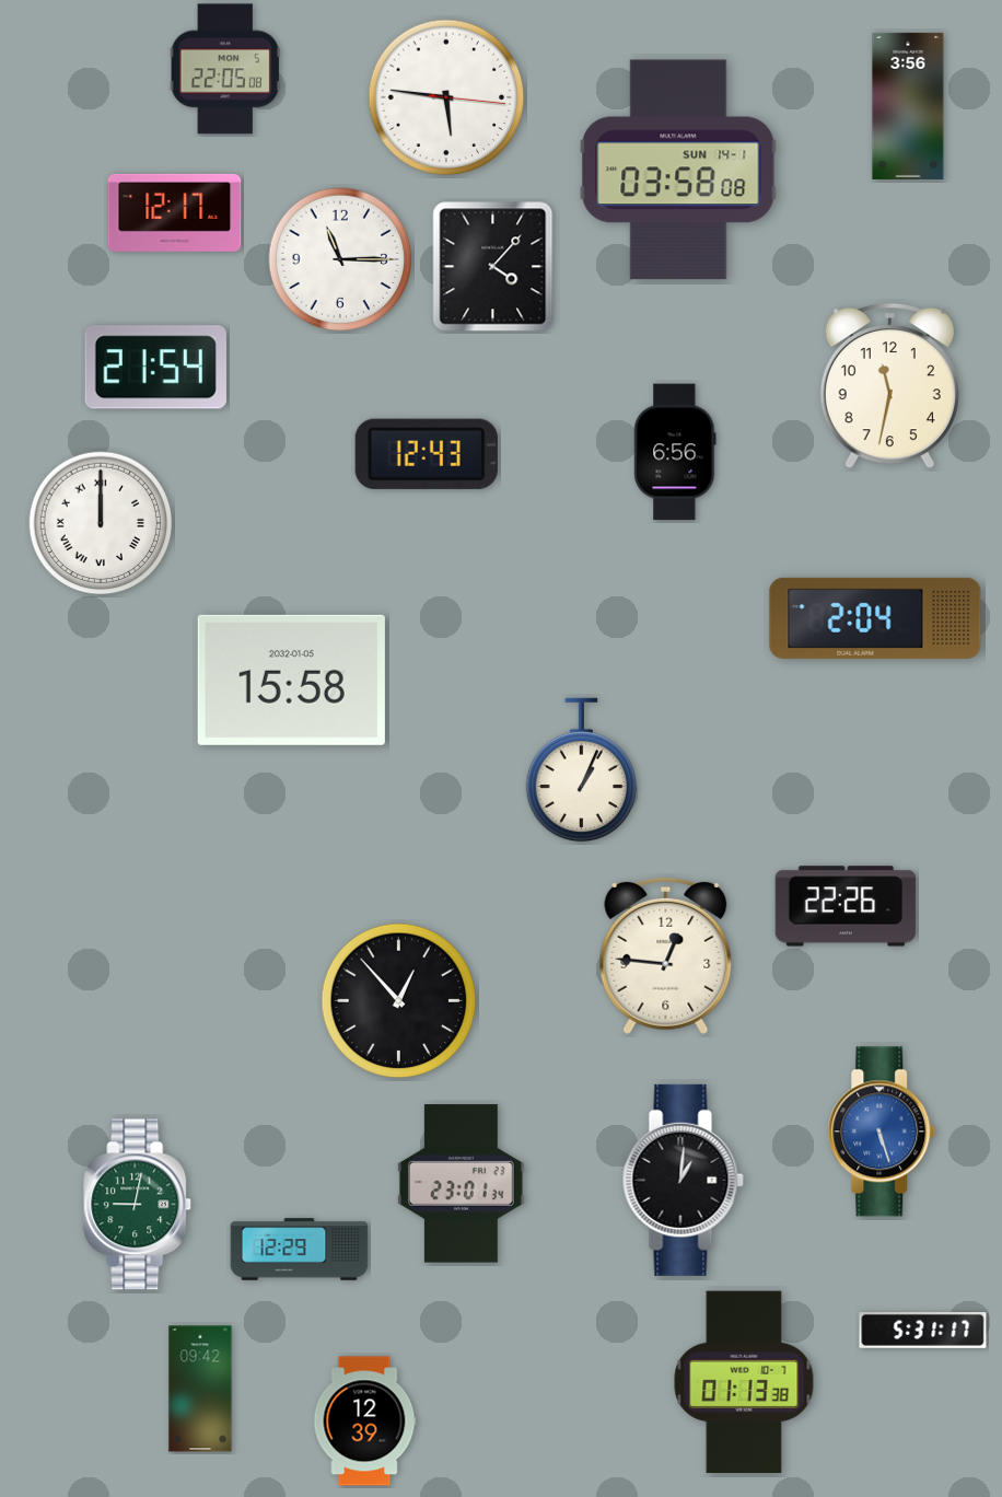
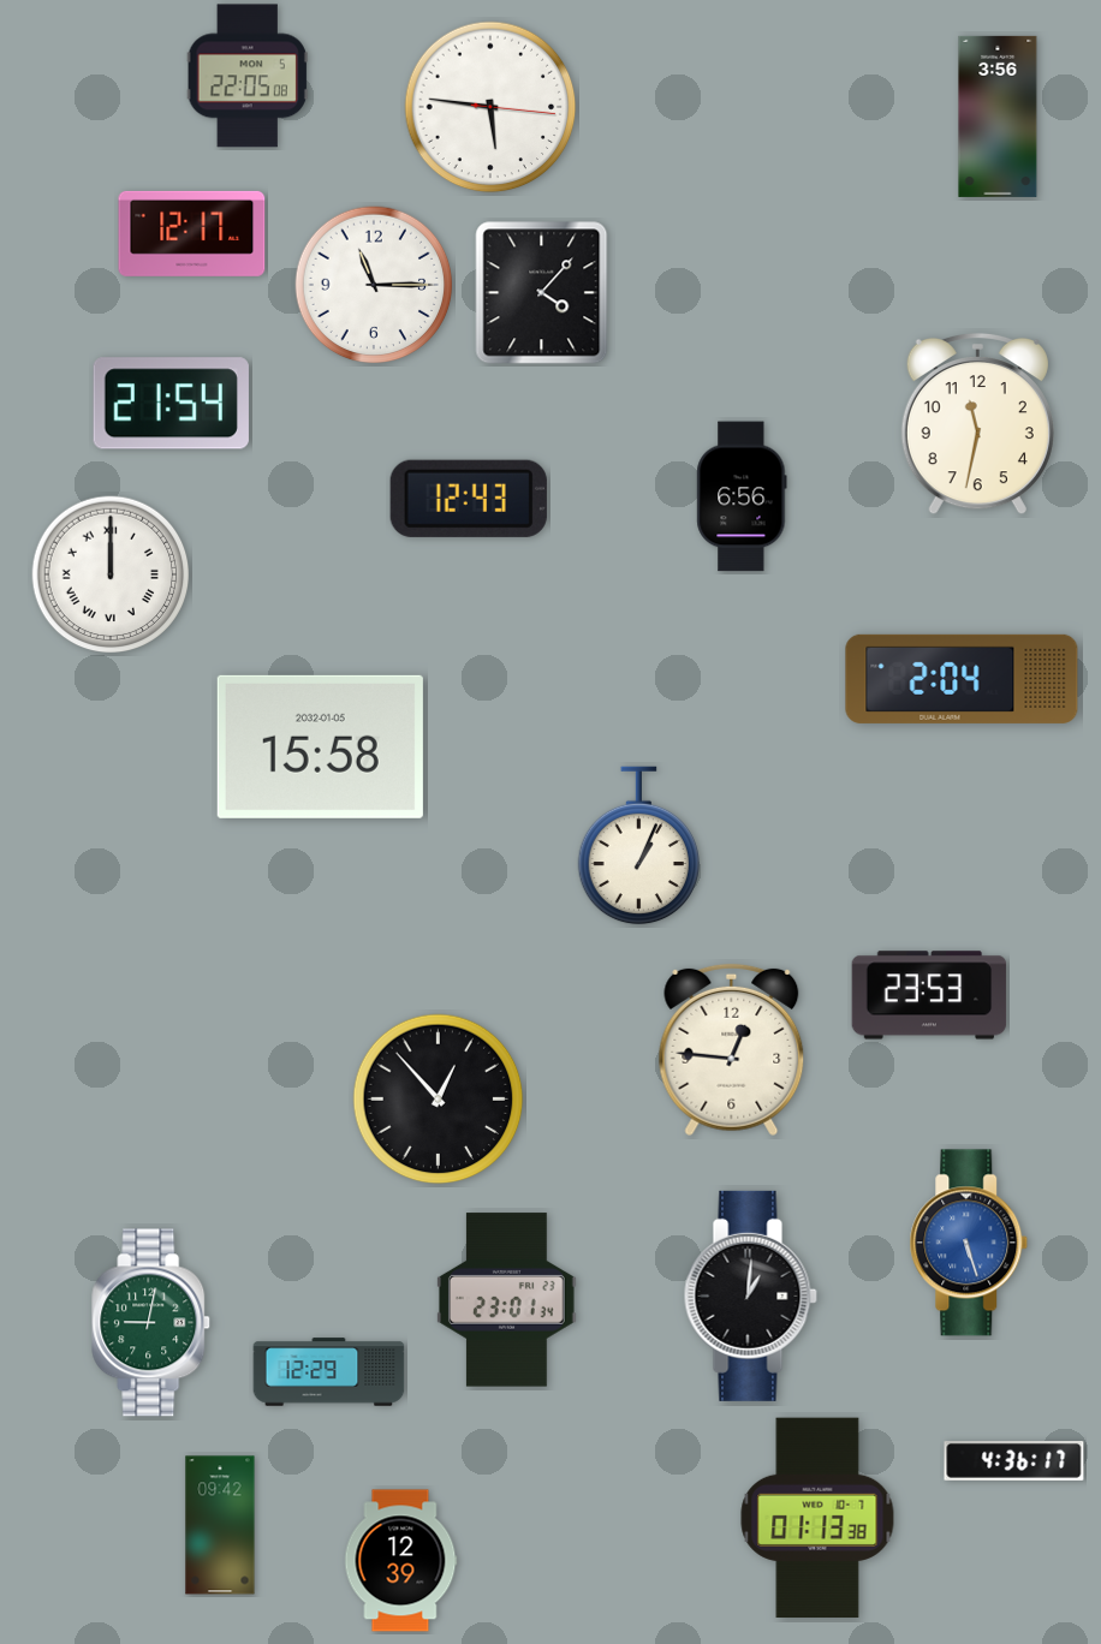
clock at (678, 170): 03:58 -> none
clock at (846, 906): 22:26 -> 23:53
clock at (923, 1331): 5:31 -> 4:36
